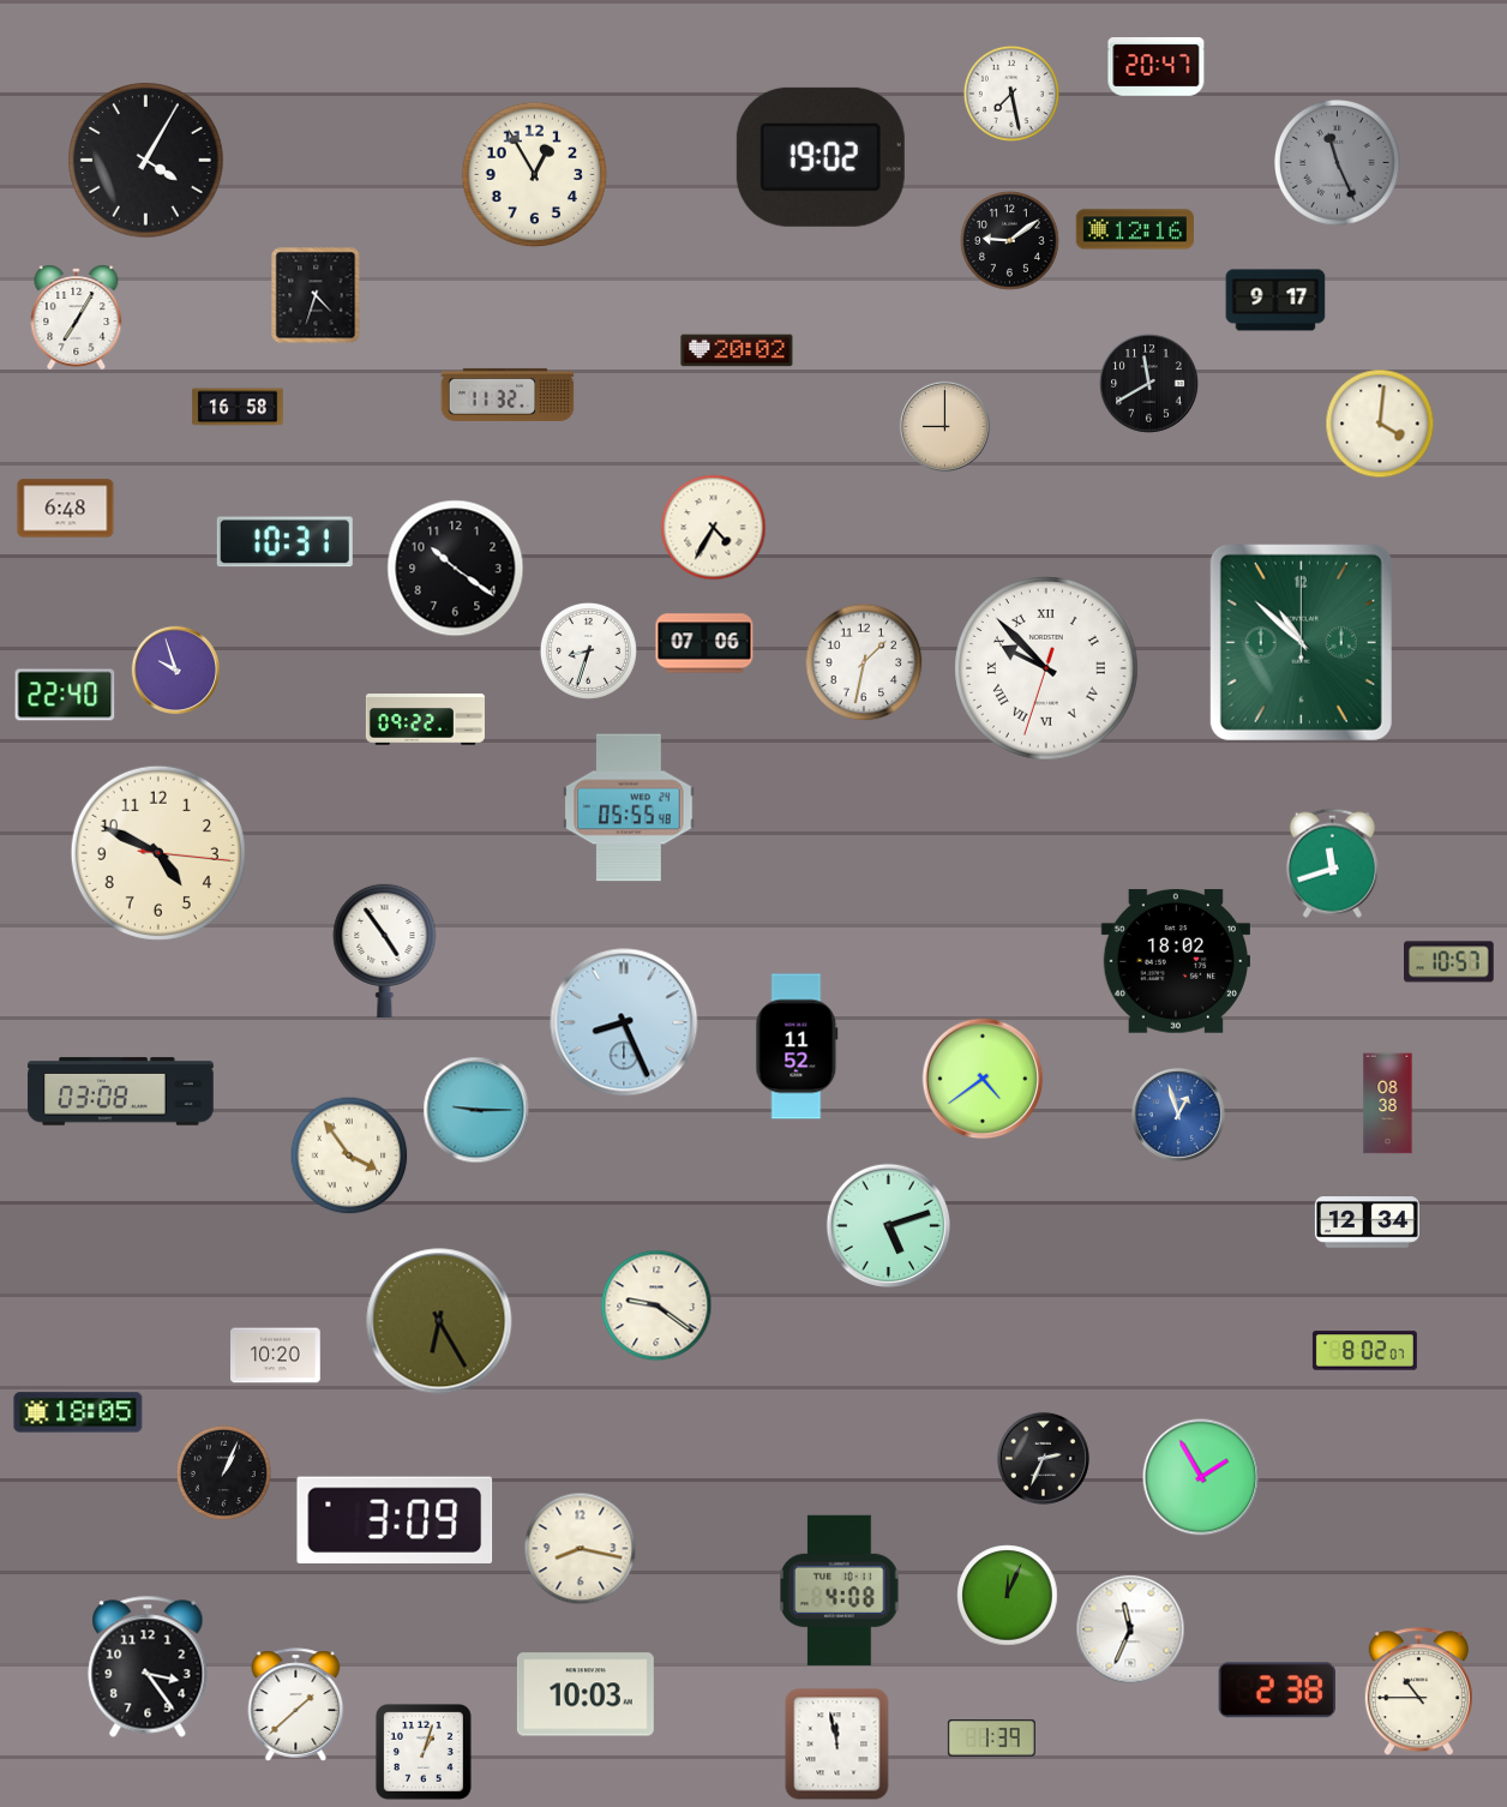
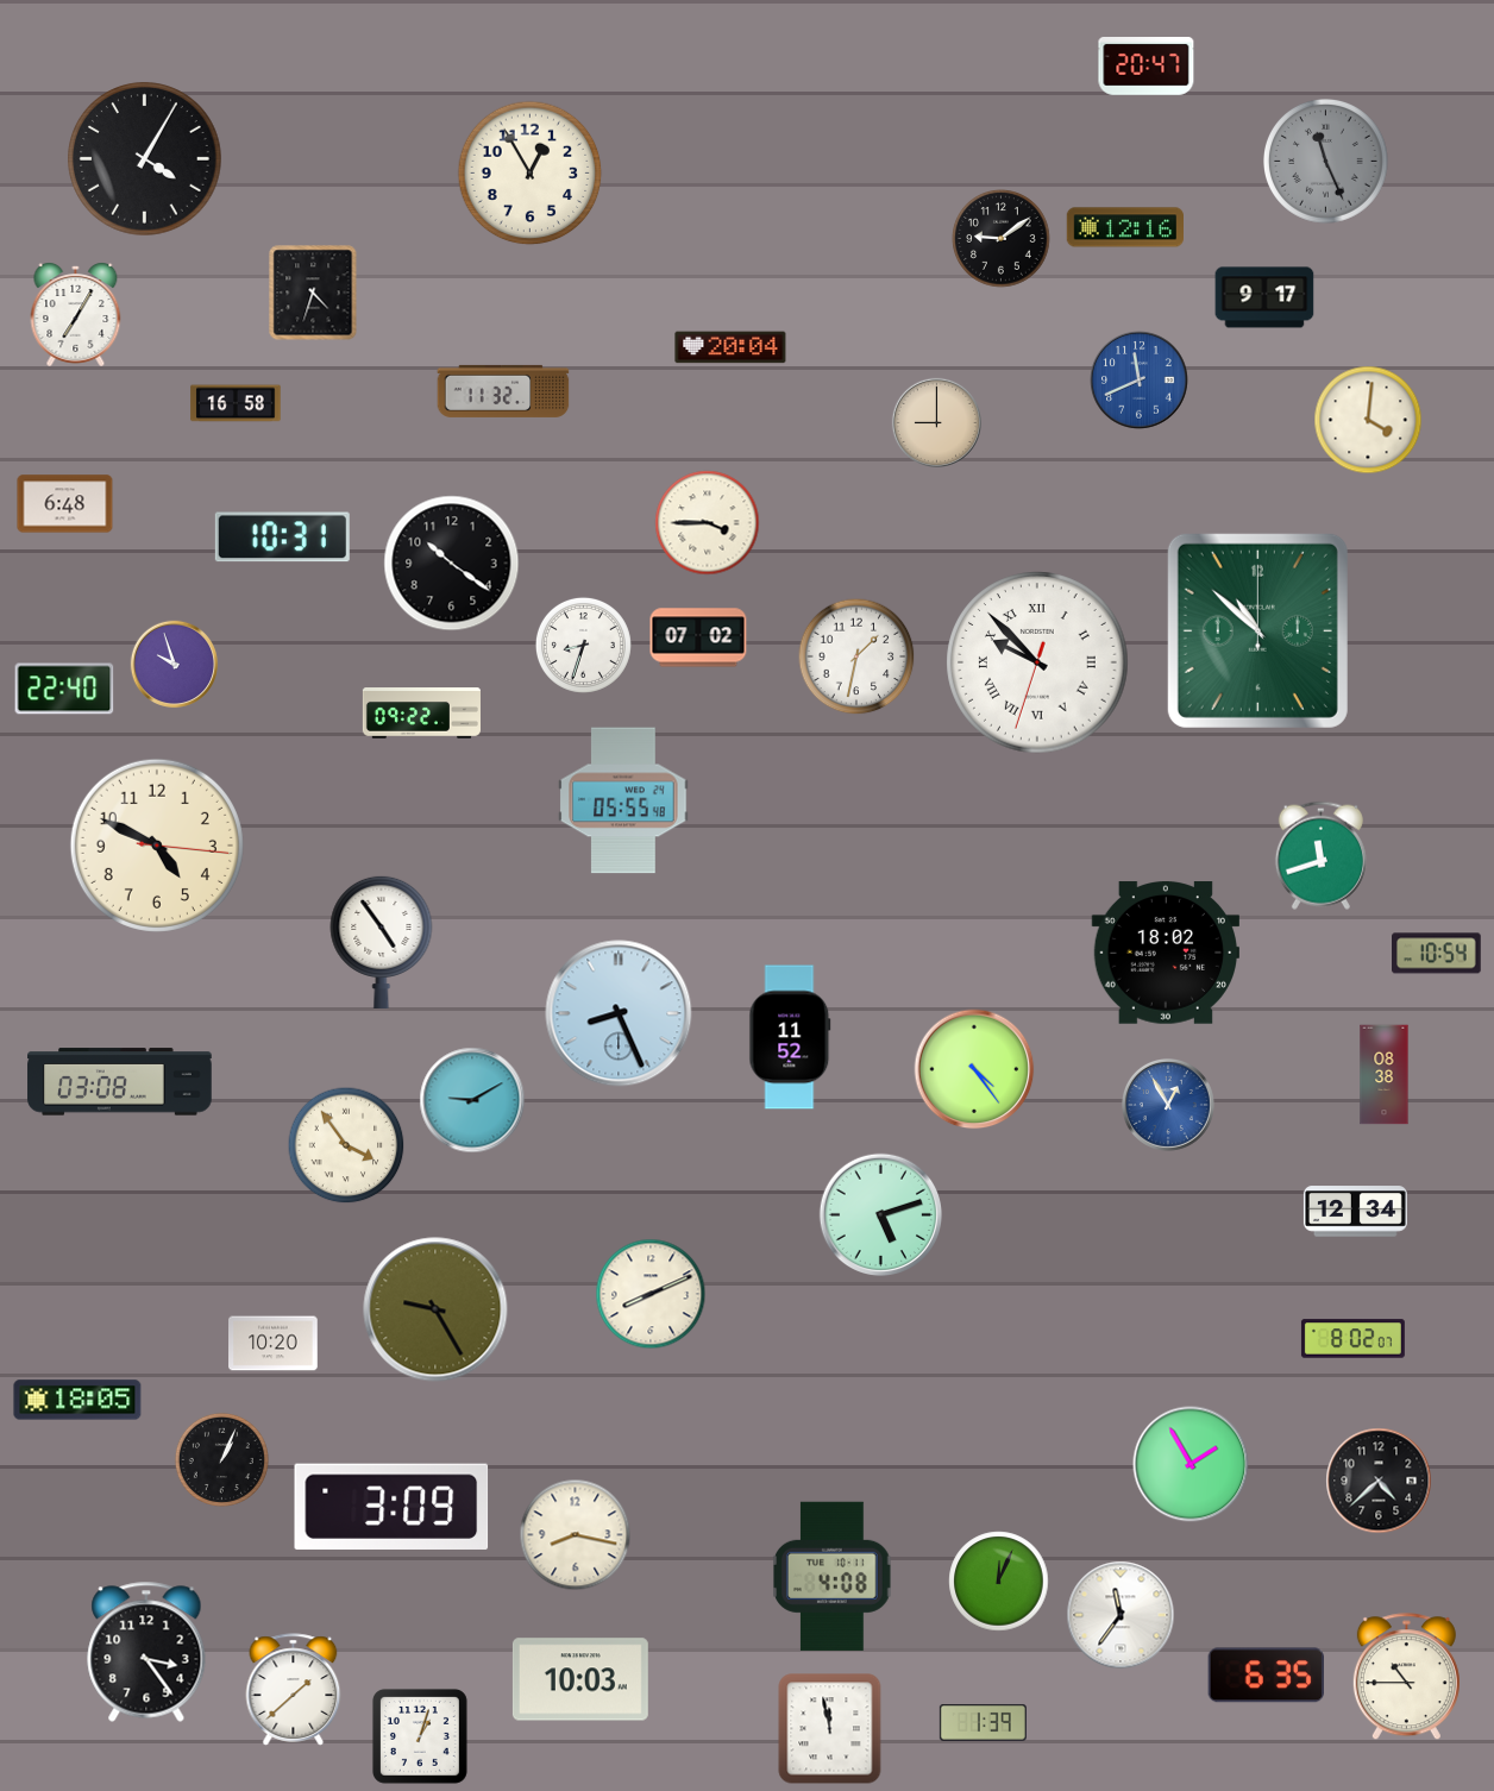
clock at (1011, 94): 7:28 -> none
clock at (821, 157): 19:02 -> none
clock at (737, 350): 20:02 -> 20:04
clock at (1149, 384): 11:40 -> 11:41
clock at (1149, 384) dial: black -> blue
clock at (714, 528): 4:35 -> 3:45
clock at (1301, 642) position: (1301, 642) -> (1257, 630)
clock at (704, 643): 07:06 -> 07:02
clock at (1449, 962): 10:57 -> 10:54
clock at (983, 1079): 4:39 -> 4:24
clock at (1388, 1104) position: (1388, 1104) -> (1385, 1075)
clock at (476, 1110): 9:15 -> 9:10
clock at (1178, 1115): 12:57 -> 12:55
clock at (656, 1305): 9:21 -> 8:11
clock at (439, 1321): 6:25 -> 9:25
clock at (1043, 1458): 2:34 -> none
clock at (1379, 1481): none -> 4:38
clock at (1130, 1629): 11:34 -> 11:36
clock at (1277, 1691): 2:38 -> 6:35
